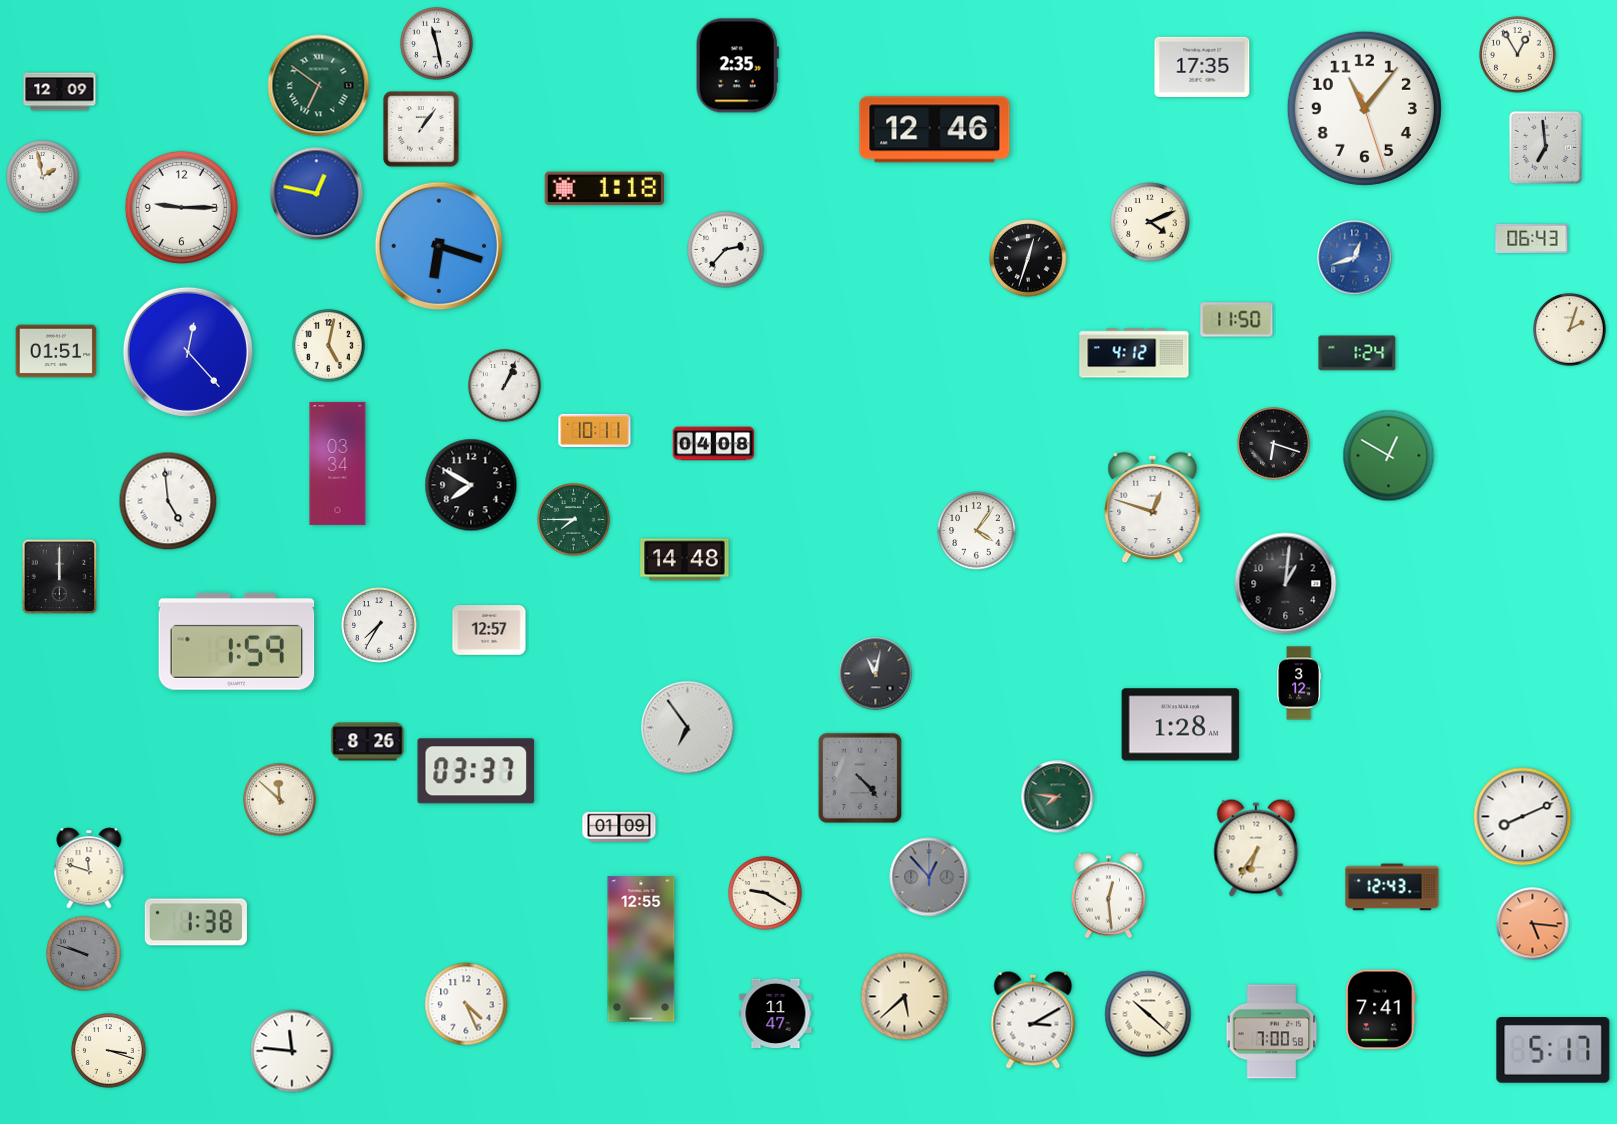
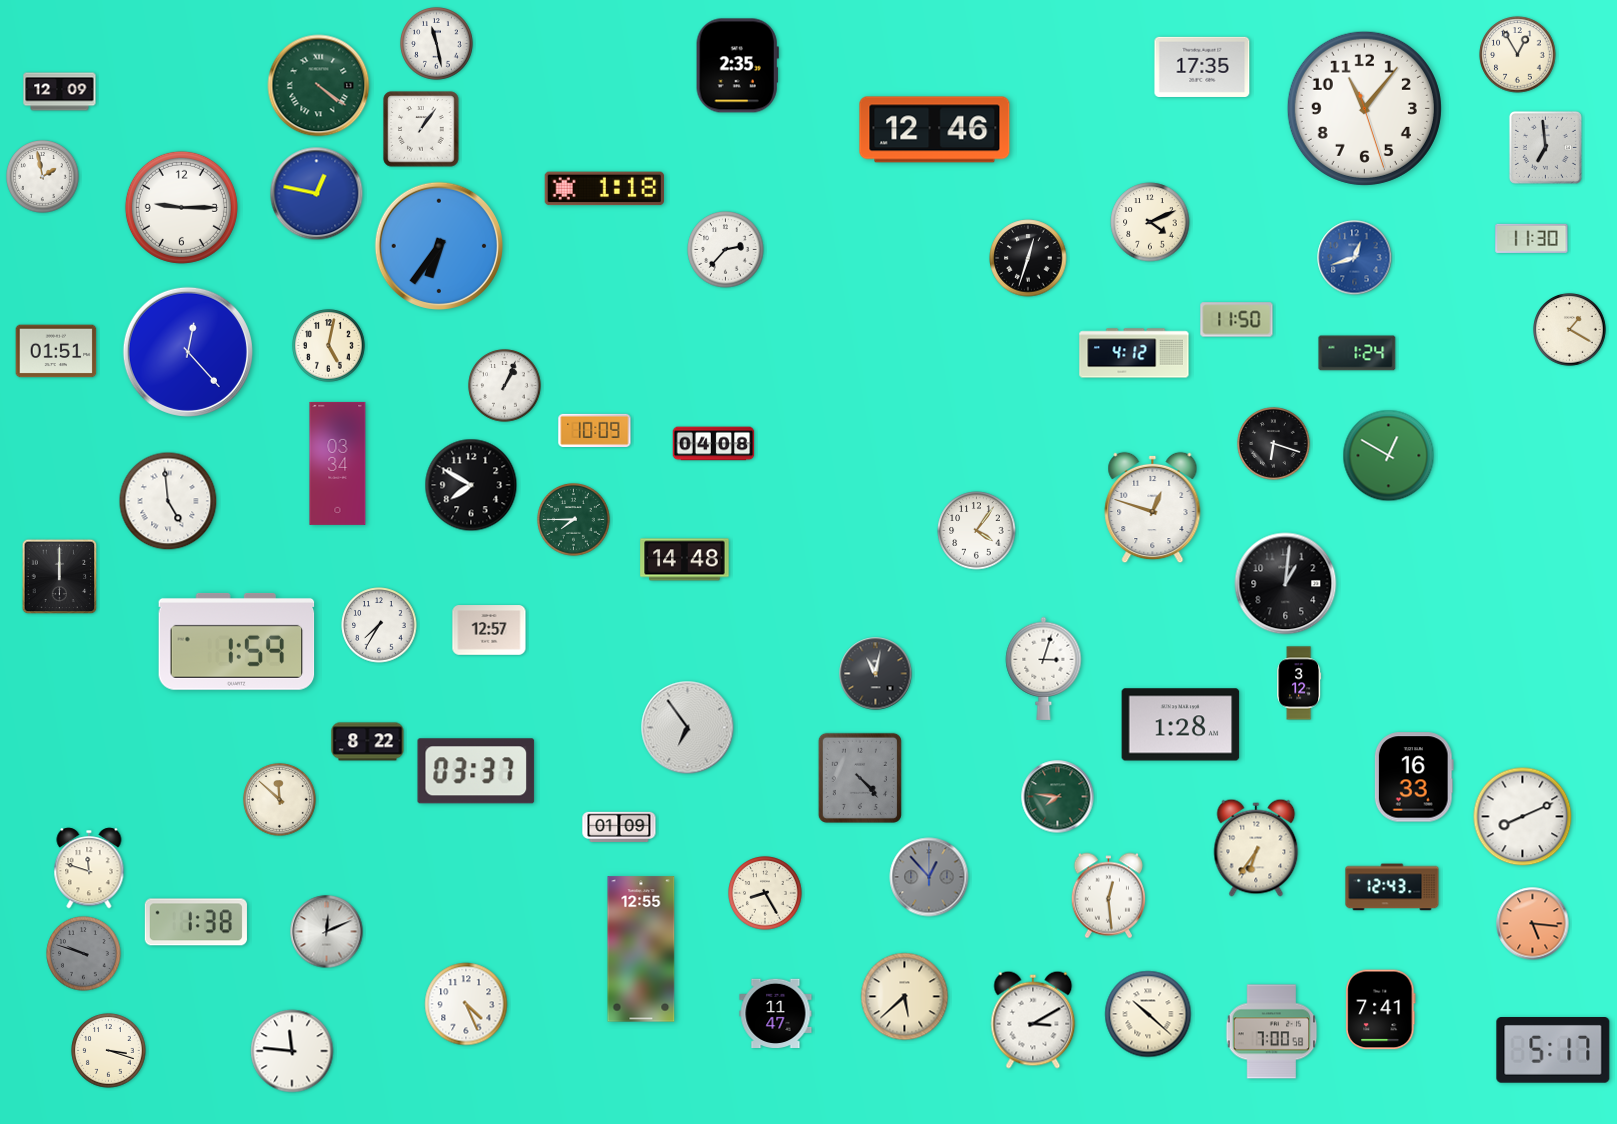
clock at (319, 86): 6:51 -> 4:21
clock at (1532, 238): 06:43 -> 11:30
clock at (439, 246): 6:18 -> 6:36
clock at (1570, 330): 2:03 -> 1:20
clock at (595, 430): 10:11 -> 10:09
clock at (1044, 668): none -> 3:03
clock at (368, 742): 8:26 -> 8:22
clock at (1414, 777): none -> 16:33
clock at (765, 893): 9:20 -> 8:25
clock at (327, 932): none -> 12:11
